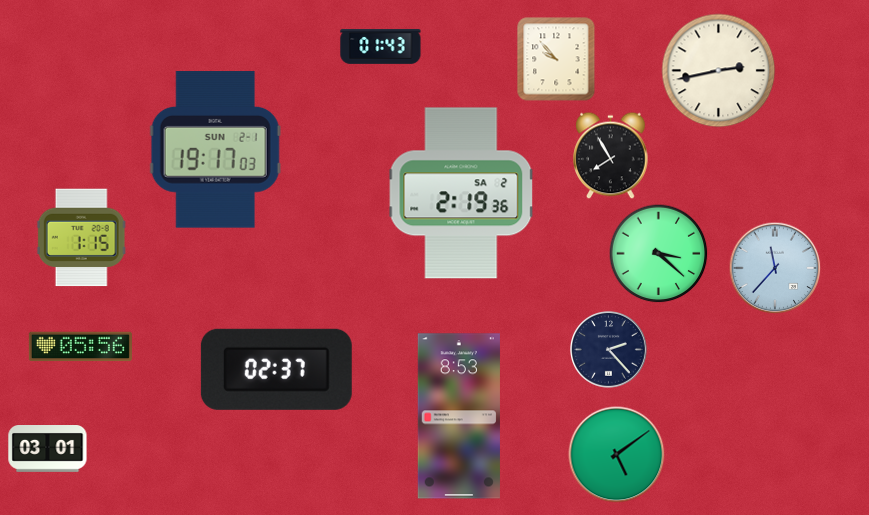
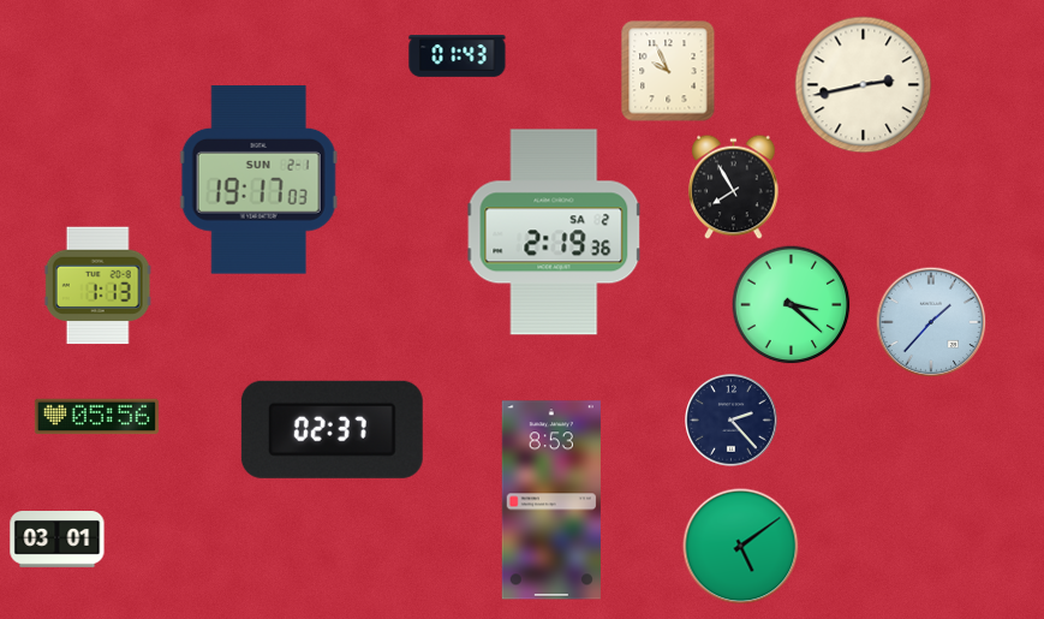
clock at (556, 59): 9:53 -> 9:56
clock at (81, 238): 1:15 -> 1:13
clock at (775, 268): 11:37 -> 1:37
clock at (276, 369) position: (276, 369) -> (332, 429)
